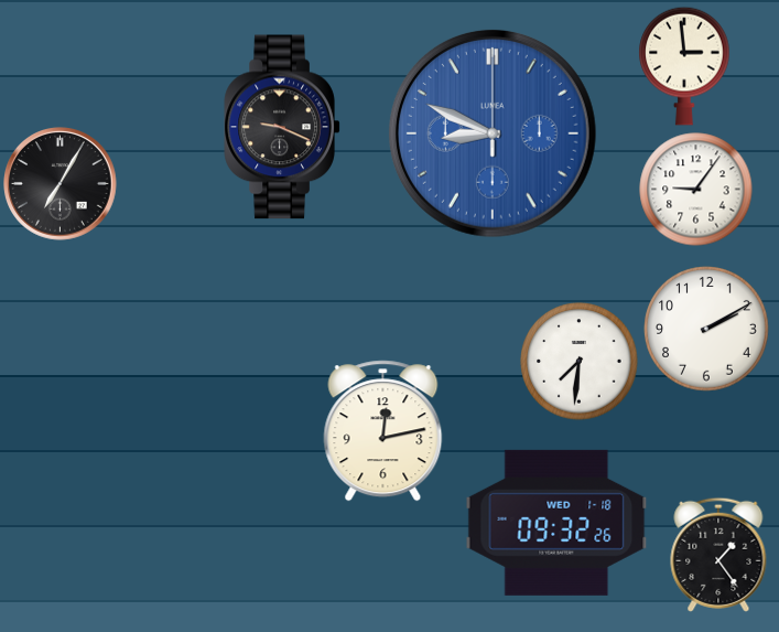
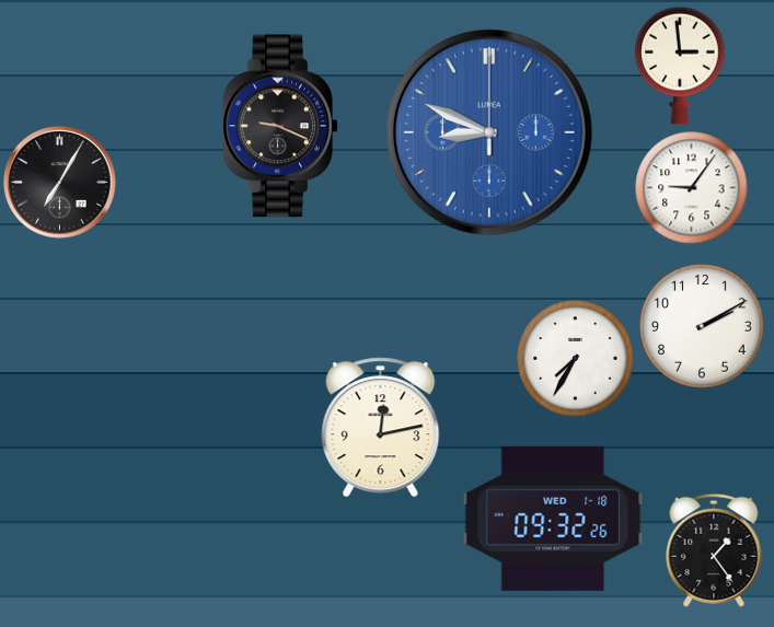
clock at (580, 362): 7:31 -> 7:35
